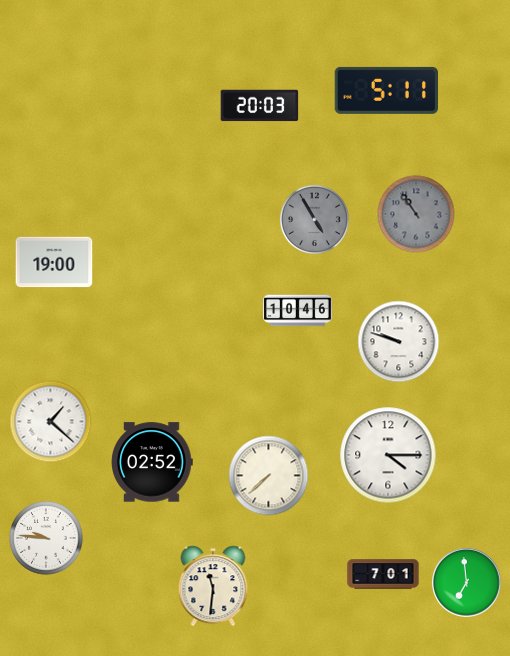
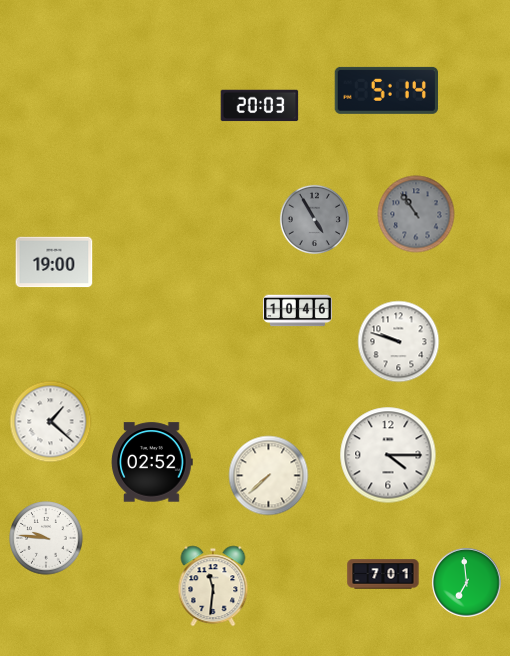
clock at (386, 90): 5:11 -> 5:14
